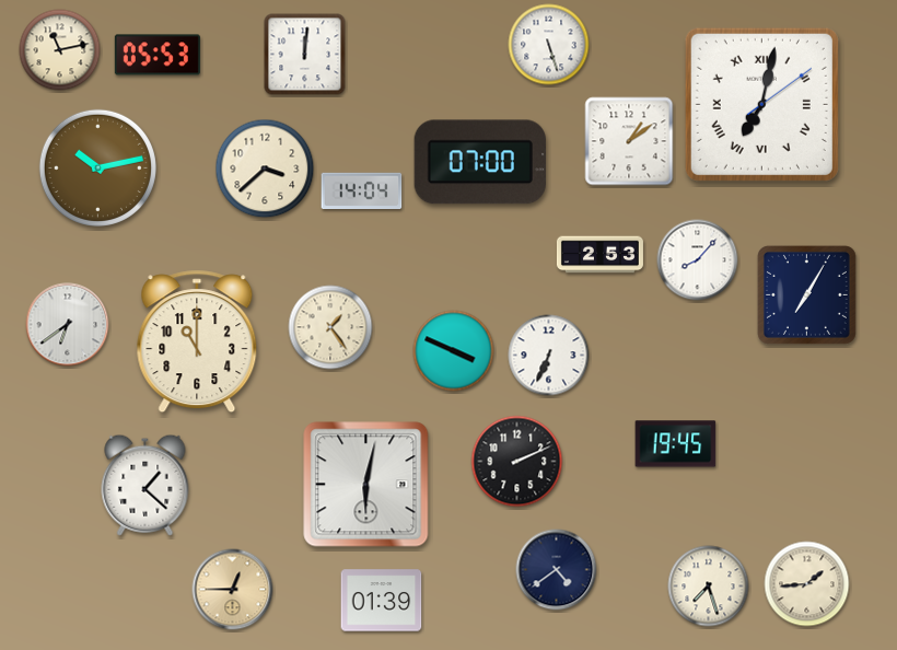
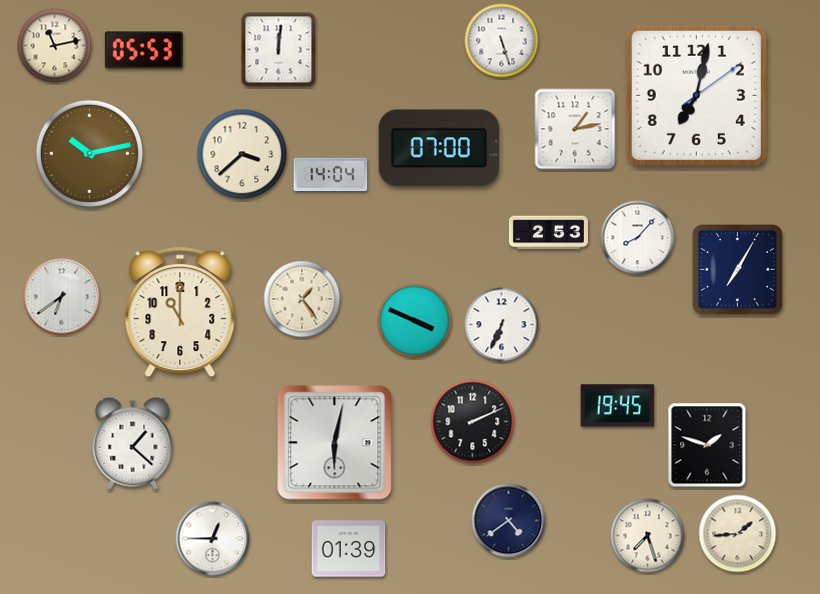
clock at (761, 104) numerals: Roman -> Arabic
clock at (629, 141): 1:09 -> 1:13
clock at (707, 445): none -> 1:48
clock at (233, 590) dial: champagne -> white
